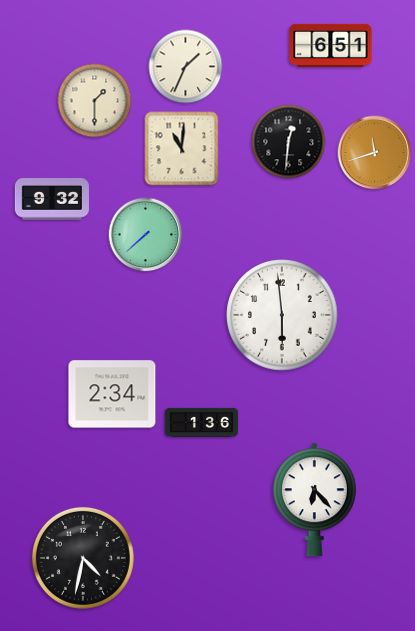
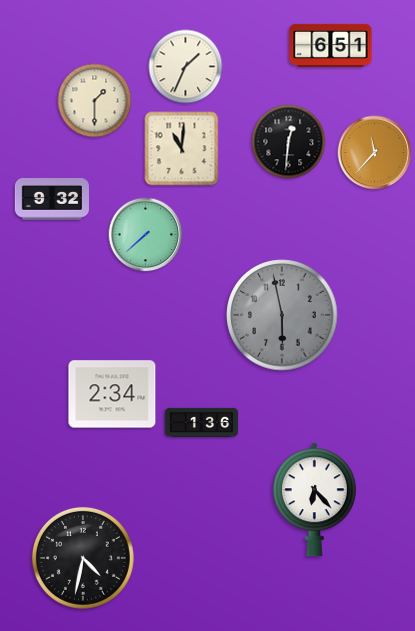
clock at (375, 153): 11:42 -> 11:37
clock at (282, 315): 5:59 -> 5:58
clock at (282, 315) dial: white -> grey
